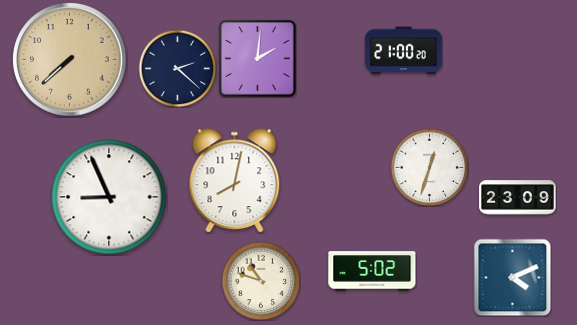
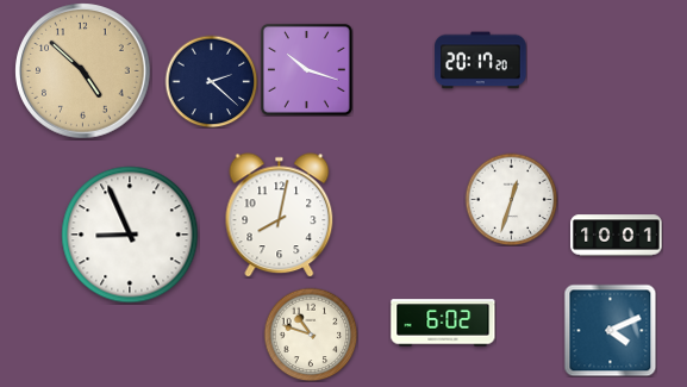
clock at (404, 51): 21:00 -> 20:17
clock at (257, 58): 2:01 -> 10:18
clock at (70, 60): 7:38 -> 4:52
clock at (518, 198): 23:09 -> 10:01
clock at (372, 271): 5:02 -> 6:02
